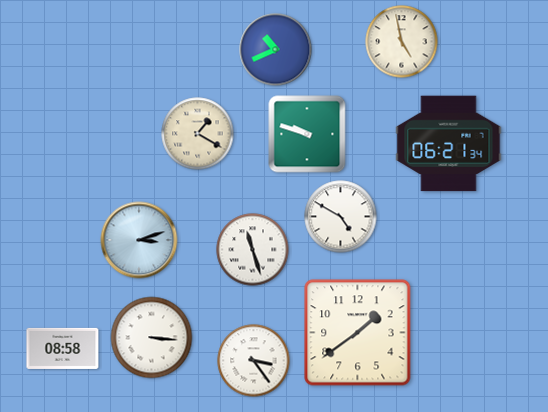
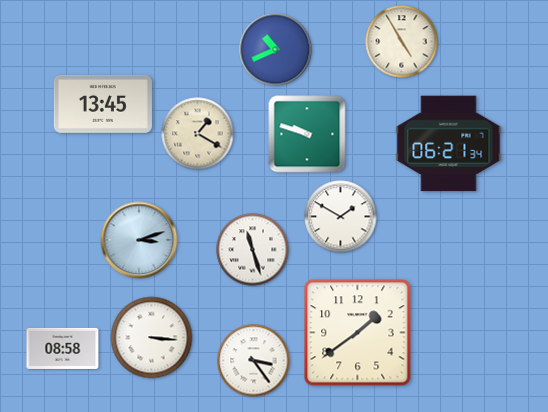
clock at (402, 42): 4:58 -> 4:55
clock at (103, 104): none -> 13:45
clock at (341, 217): 4:50 -> 1:50
